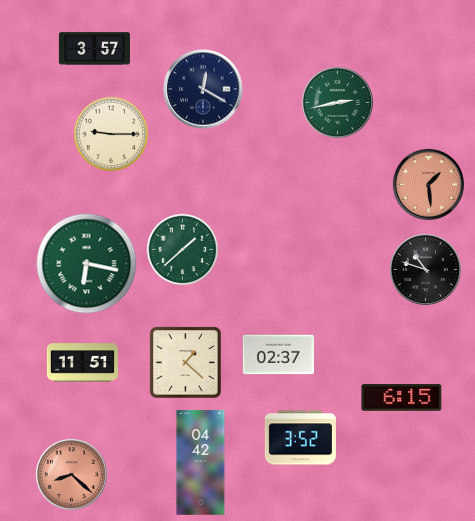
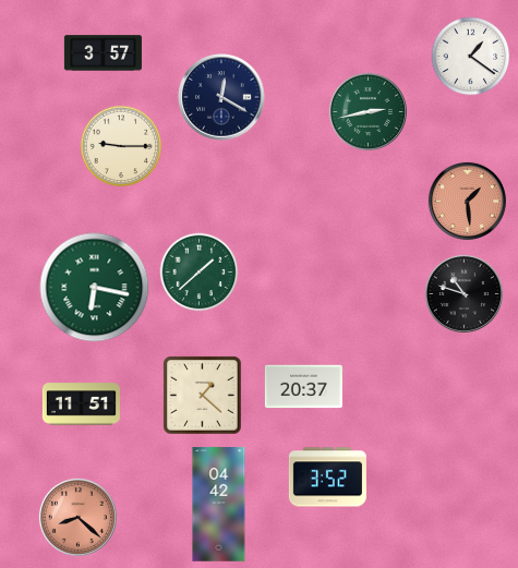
clock at (471, 57): none -> 1:21
clock at (278, 355): 02:37 -> 20:37
clock at (82, 363) position: (82, 363) -> (81, 404)
clock at (402, 398): 6:15 -> none
